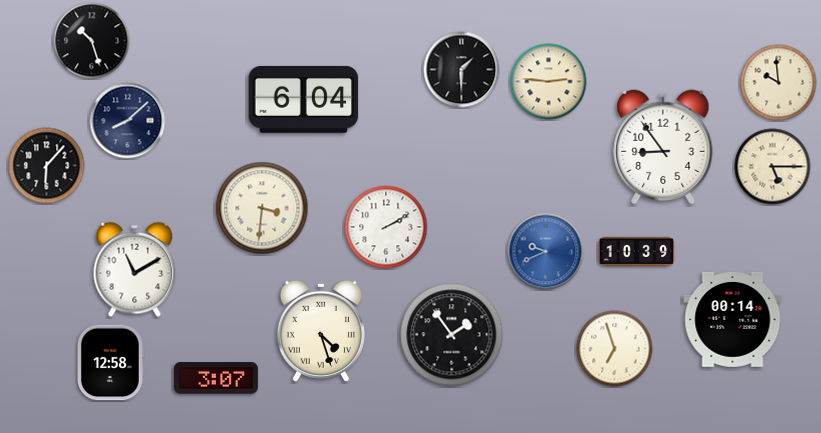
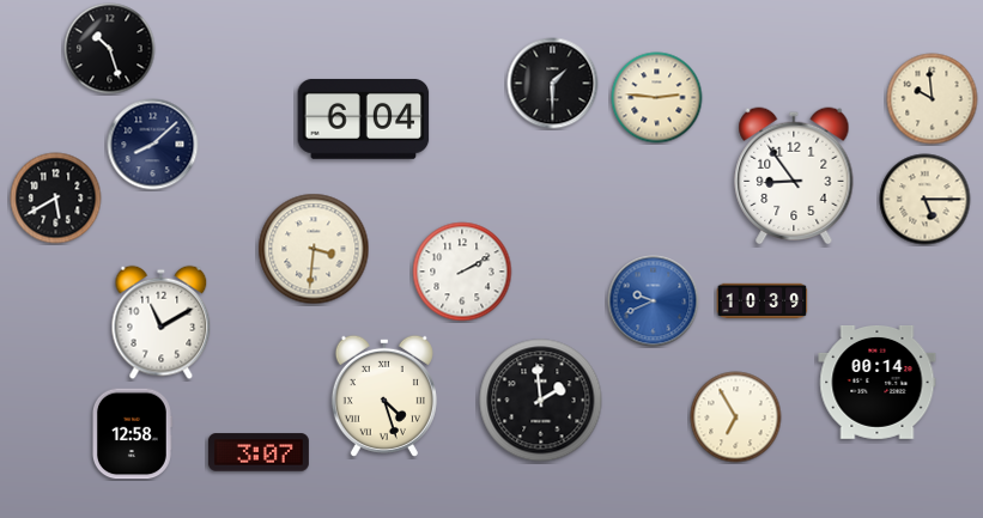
clock at (47, 166): 6:07 -> 5:40
clock at (452, 335): 1:54 -> 1:59
clock at (615, 349): 6:57 -> 6:55
